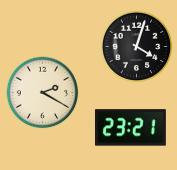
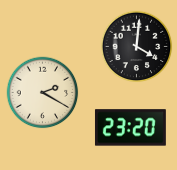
clock at (137, 47): 4:03 -> 4:01
clock at (130, 128): 23:21 -> 23:20
